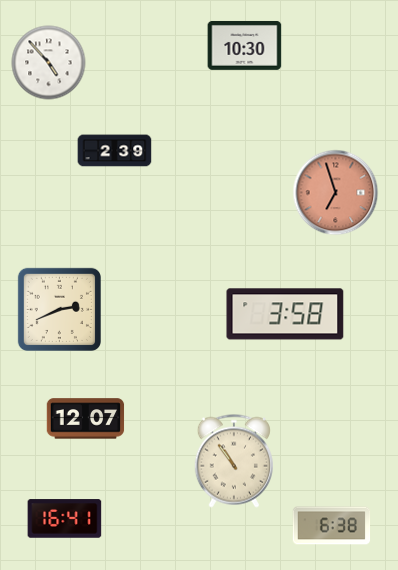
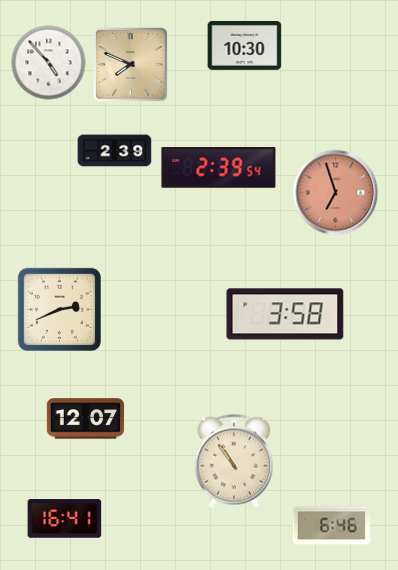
clock at (131, 65): none -> 7:49
clock at (219, 168): none -> 2:39
clock at (332, 526): 6:38 -> 6:46
